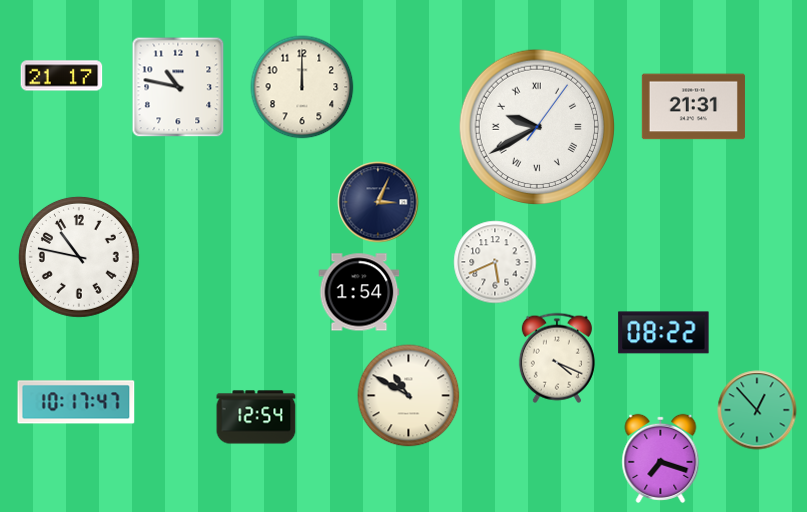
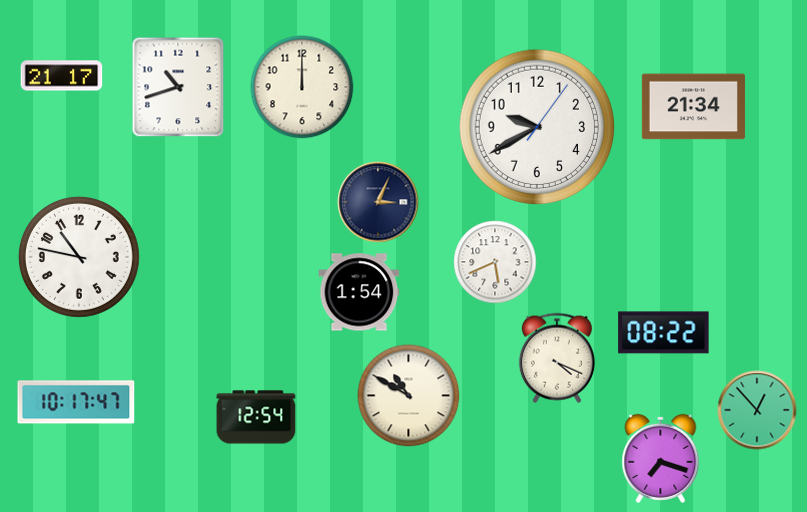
clock at (178, 87): 10:47 -> 10:42
clock at (693, 107): 21:31 -> 21:34
clock at (537, 127) numerals: Roman -> Arabic
